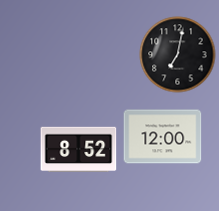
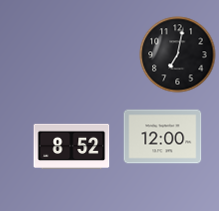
clock at (79, 150) position: (79, 150) -> (72, 147)
